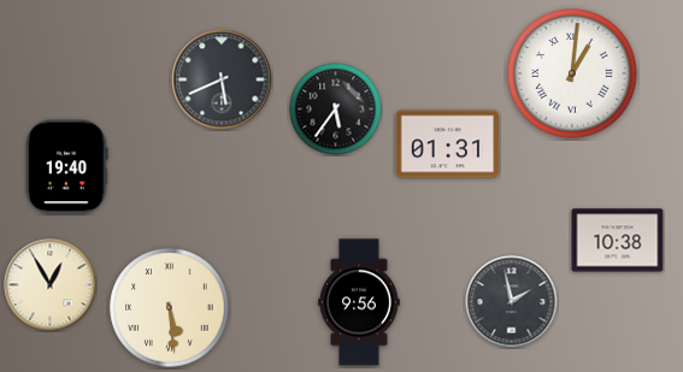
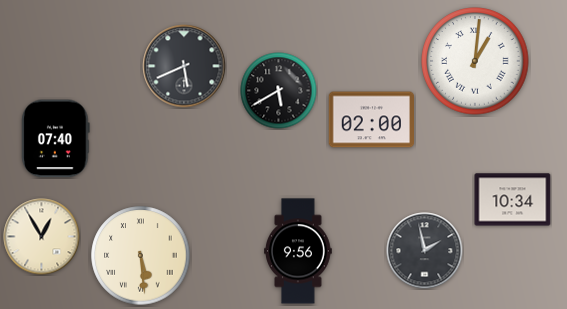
clock at (336, 110): 5:36 -> 5:40
clock at (448, 144): 01:31 -> 02:00
clock at (67, 167): 19:40 -> 07:40
clock at (618, 241): 10:38 -> 10:34
